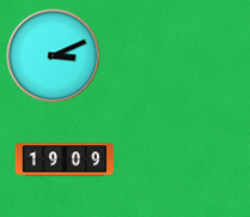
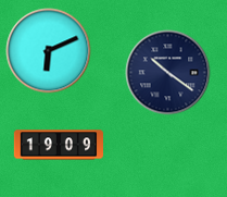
clock at (53, 55): 3:11 -> 6:11
clock at (167, 72): none -> 10:21
